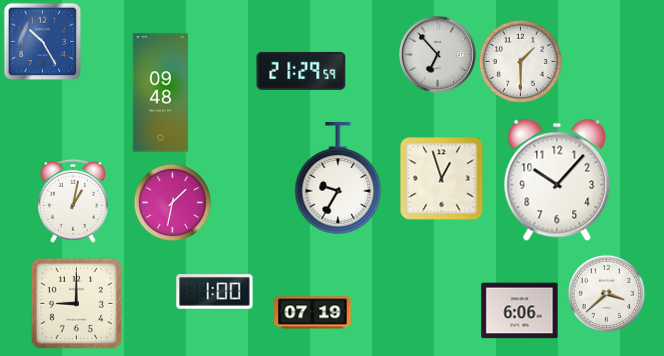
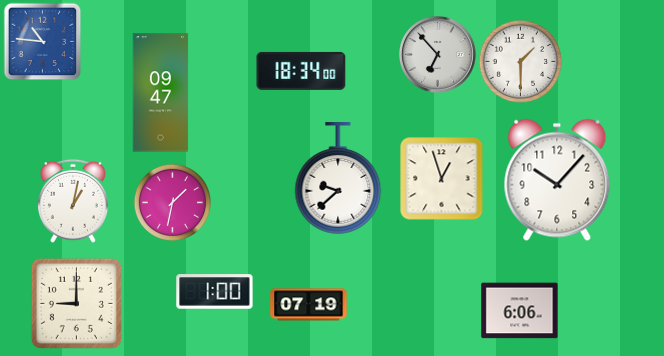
clock at (42, 41): 10:25 -> 10:46
clock at (301, 71): 21:29 -> 18:34
clock at (161, 93): 09:48 -> 09:47
clock at (338, 179): 9:35 -> 9:38
clock at (606, 293): 3:38 -> none
clock at (313, 313) position: (313, 313) -> (309, 305)
